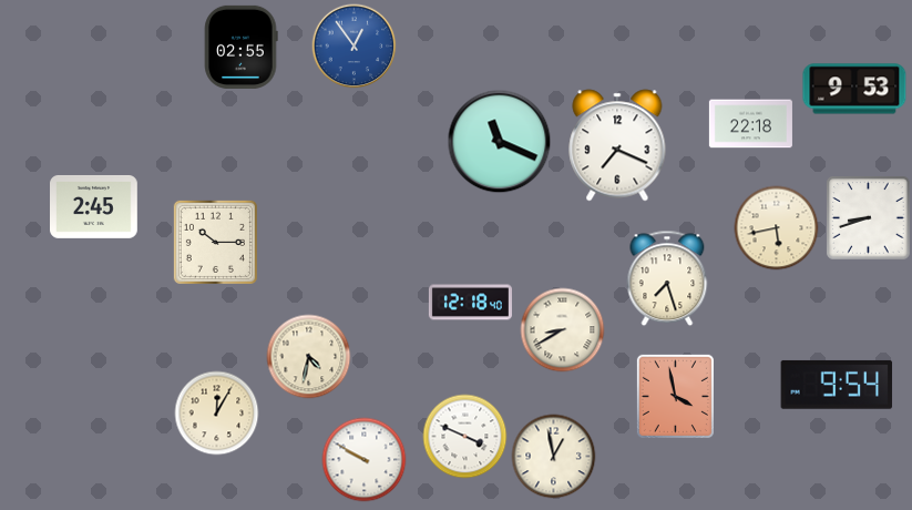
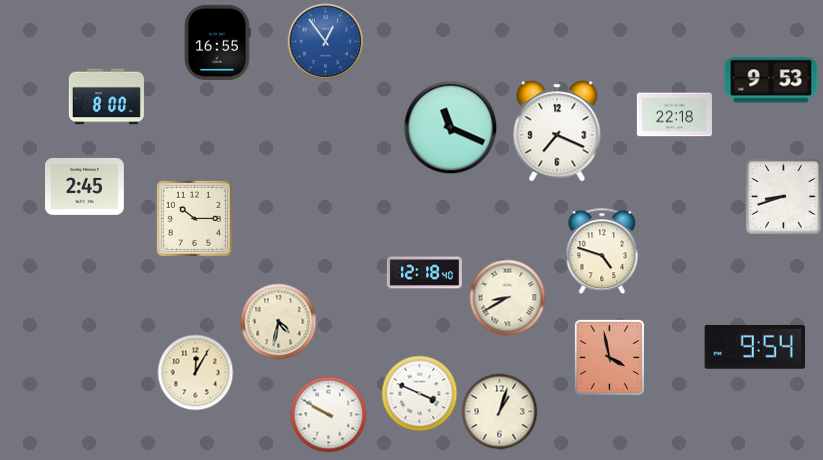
clock at (240, 47): 02:55 -> 16:55
clock at (355, 47) position: (355, 47) -> (326, 42)
clock at (106, 97): none -> 8:00
clock at (750, 124) position: (750, 124) -> (674, 115)
clock at (777, 228): 5:43 -> none
clock at (667, 278): 7:27 -> 4:48
clock at (554, 457): 12:58 -> 1:03
